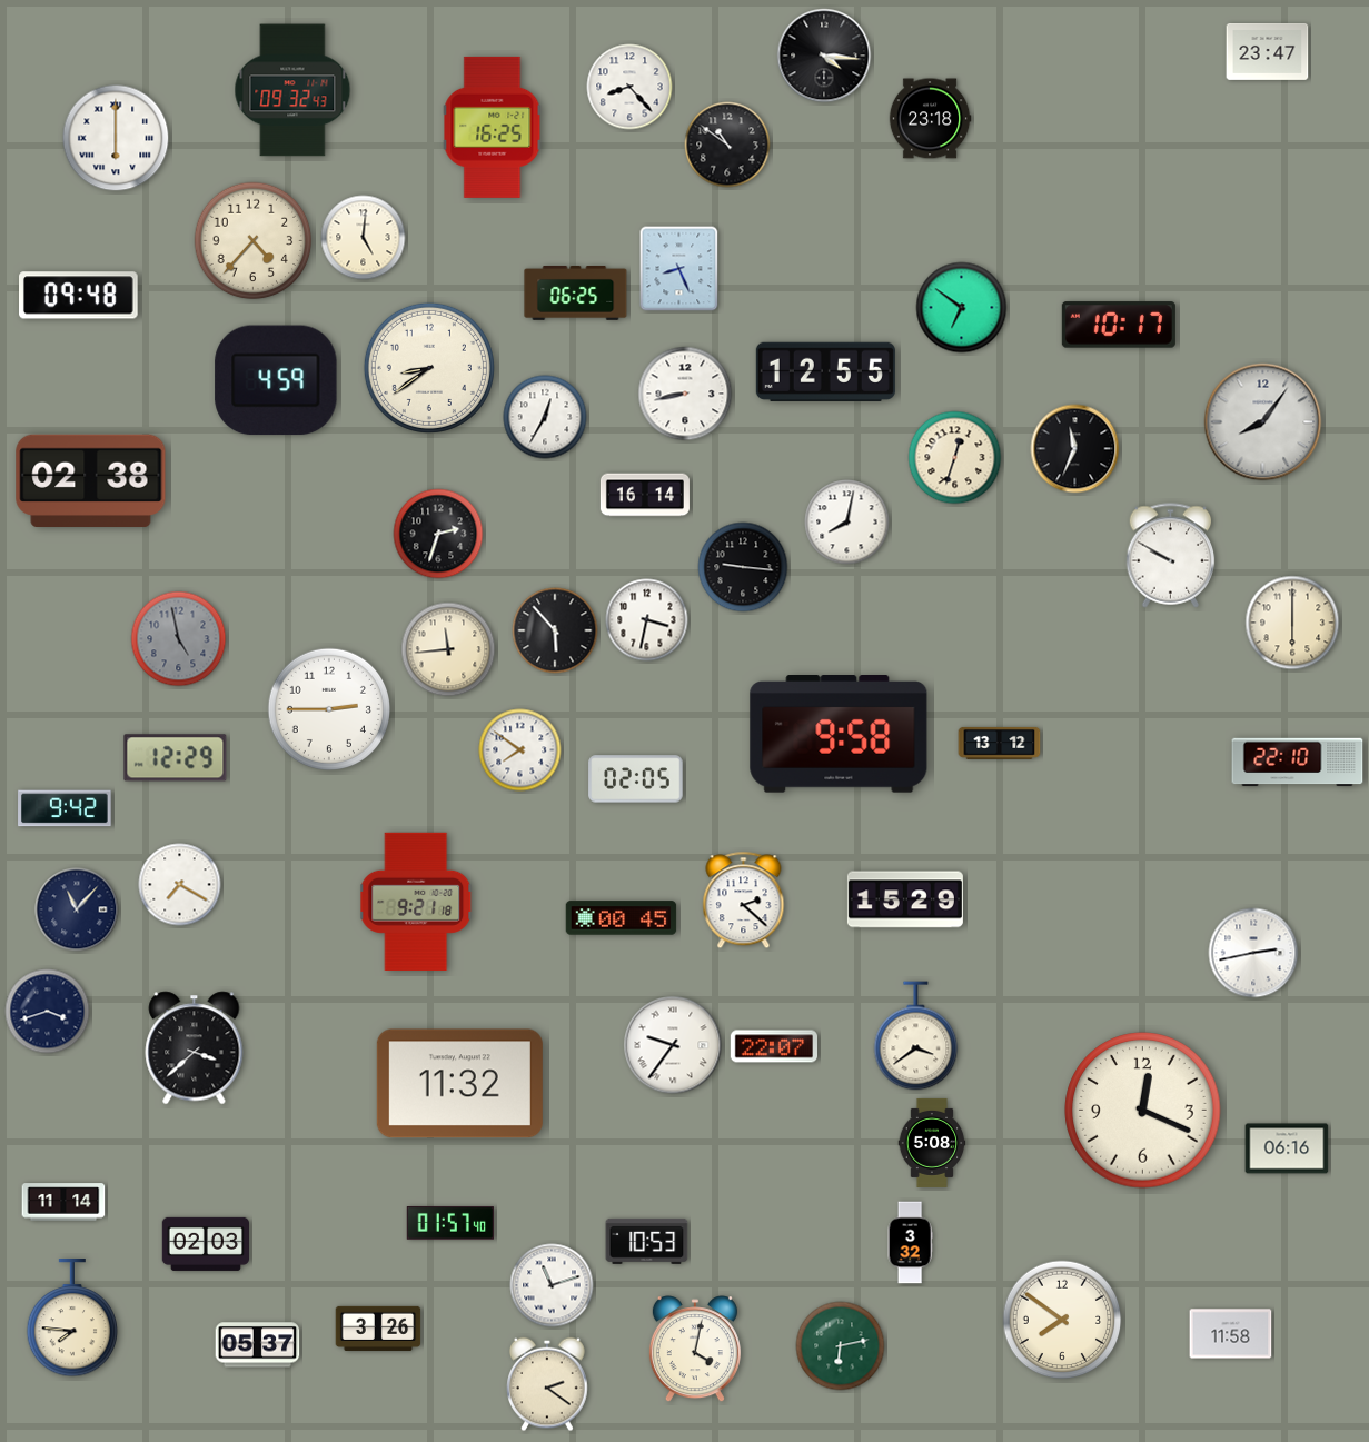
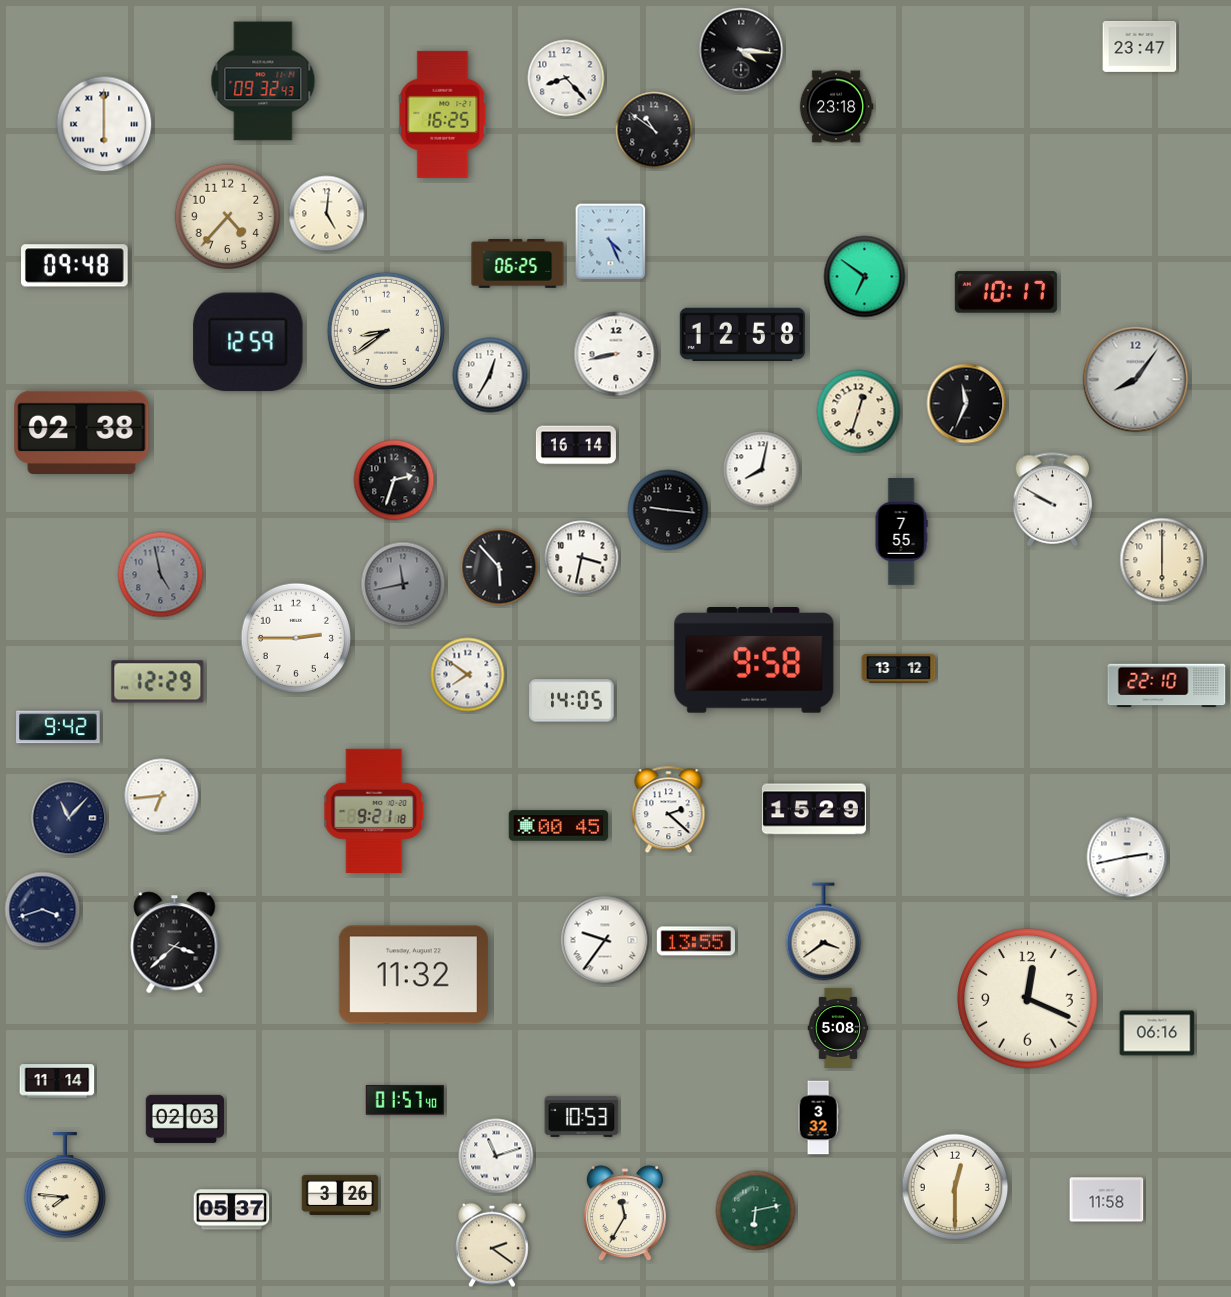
clock at (679, 269): 8:26 -> 4:26
clock at (79, 296) position: (79, 296) -> (75, 266)
clock at (825, 371): 12:55 -> 12:58
clock at (276, 380): 4:59 -> 12:59
clock at (645, 495) position: (645, 495) -> (576, 445)
clock at (901, 532): none -> 7:55
clock at (448, 649): 11:44 -> 11:43
clock at (448, 649) dial: cream -> grey
clock at (636, 779): 02:05 -> 14:05
clock at (180, 885): 7:20 -> 6:44
clock at (773, 1046): 22:07 -> 13:55
clock at (1062, 1320): 7:51 -> 12:30
clock at (695, 1350): 4:02 -> 11:35
